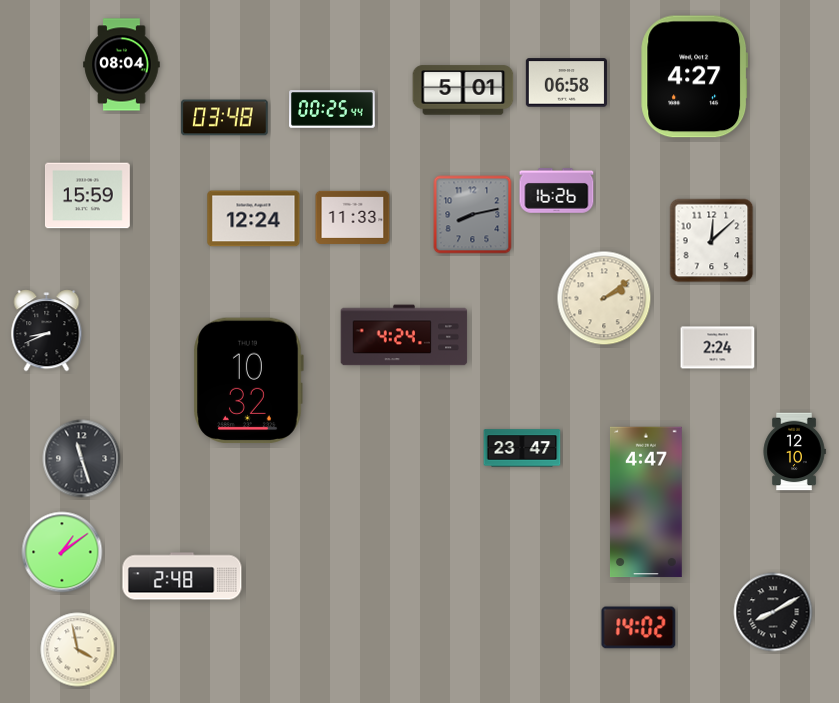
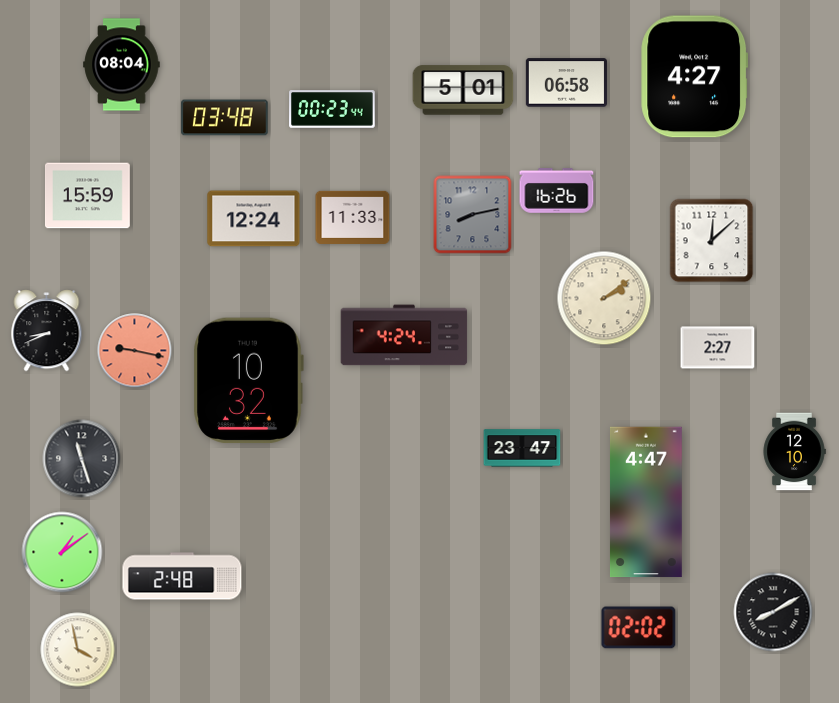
clock at (332, 109): 00:25 -> 00:23
clock at (718, 348): 2:24 -> 2:27
clock at (135, 351): none -> 9:17
clock at (639, 628): 14:02 -> 02:02
